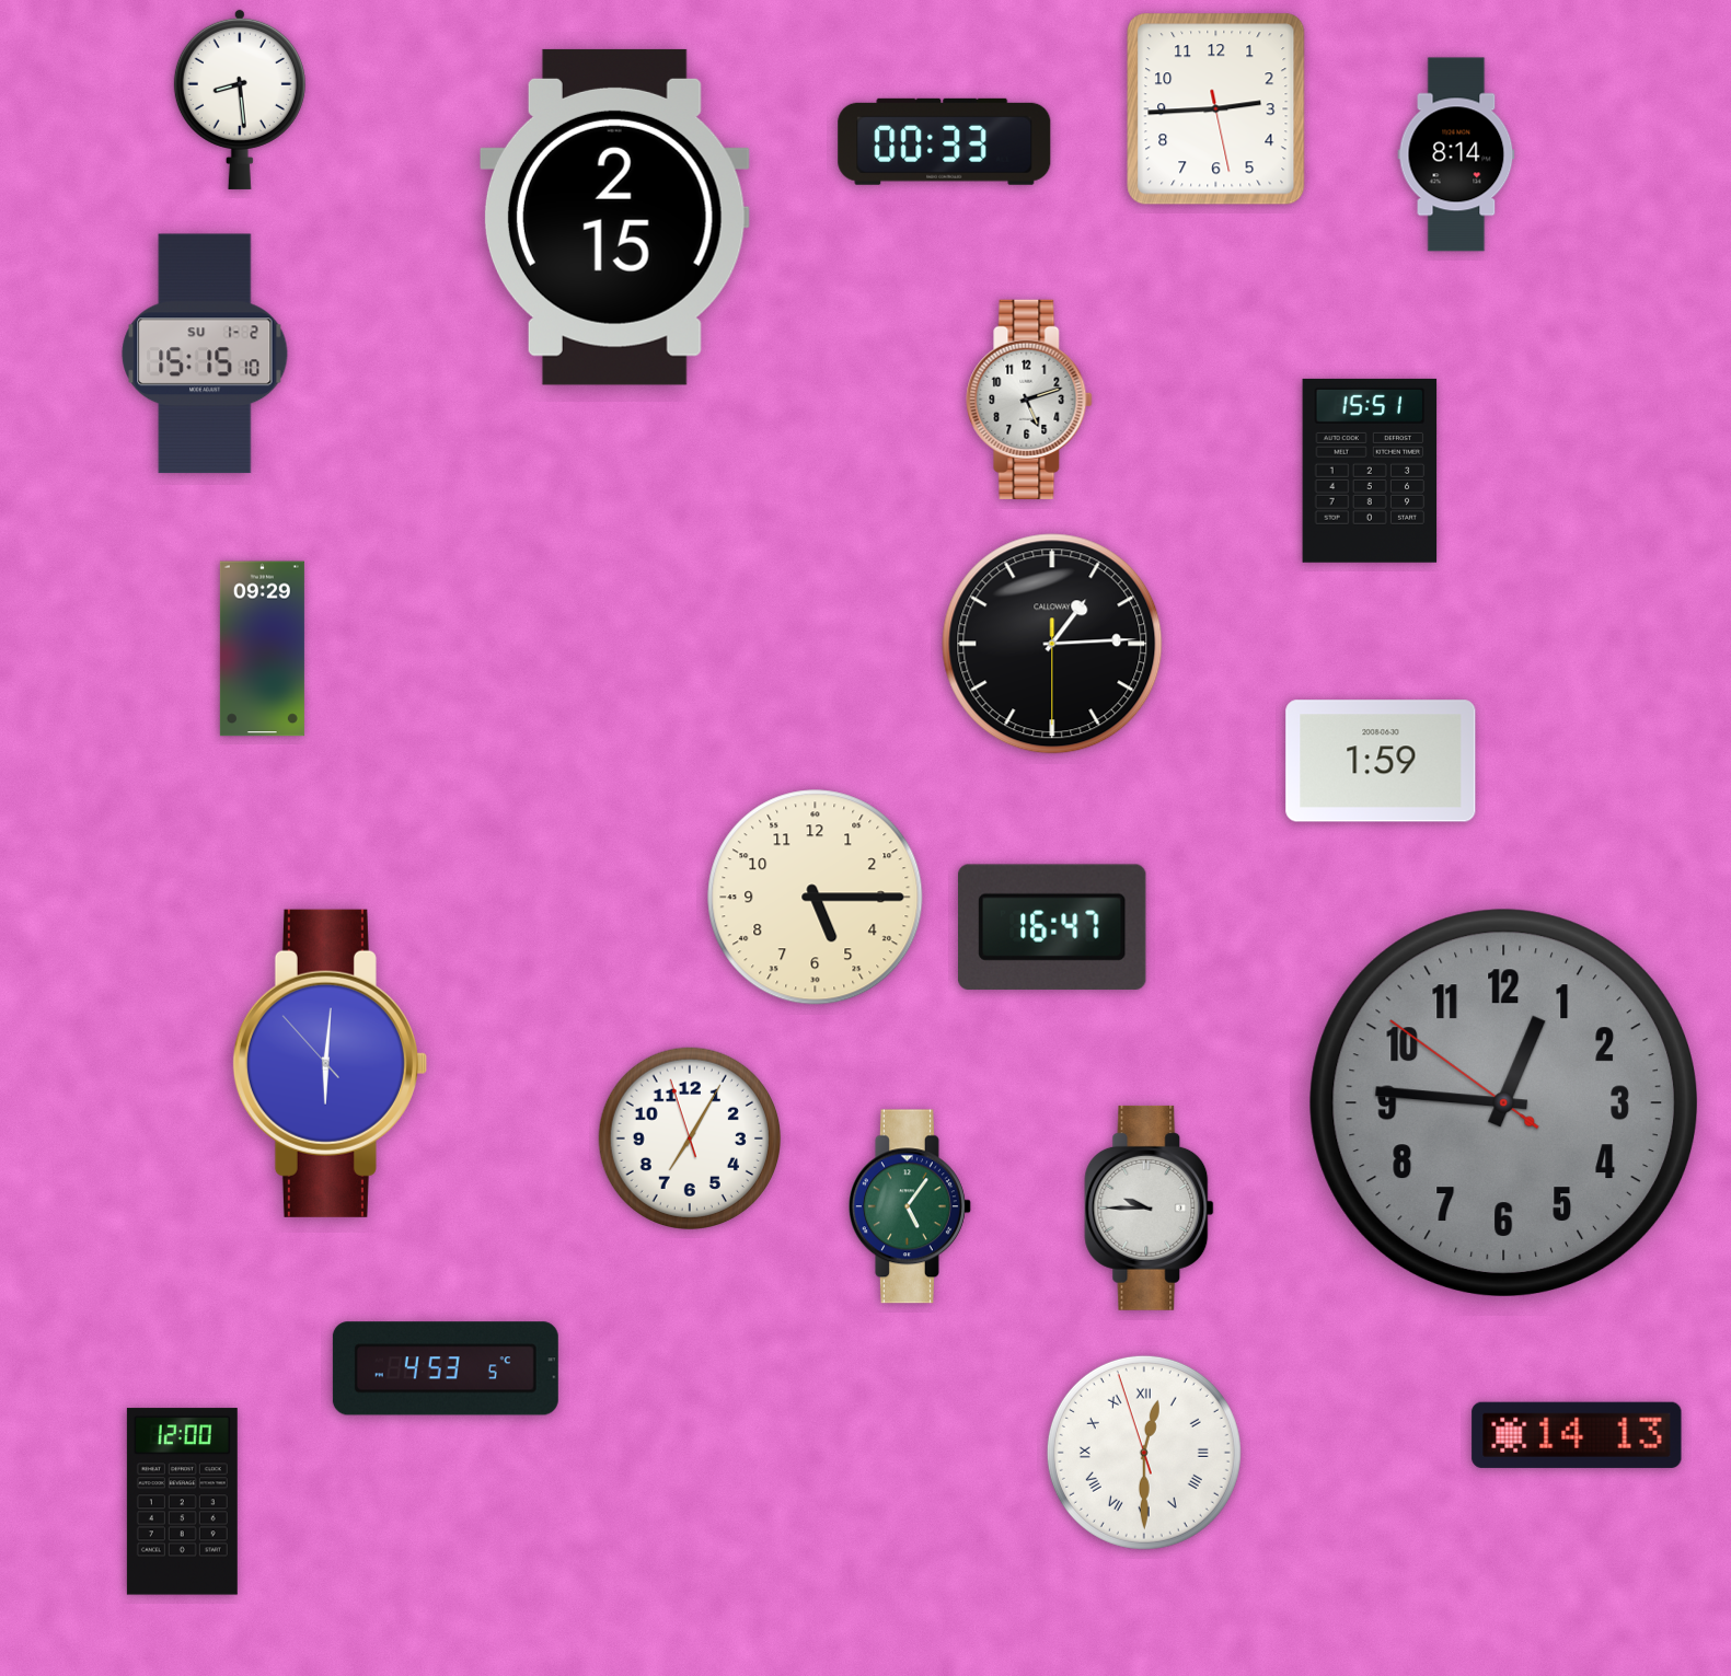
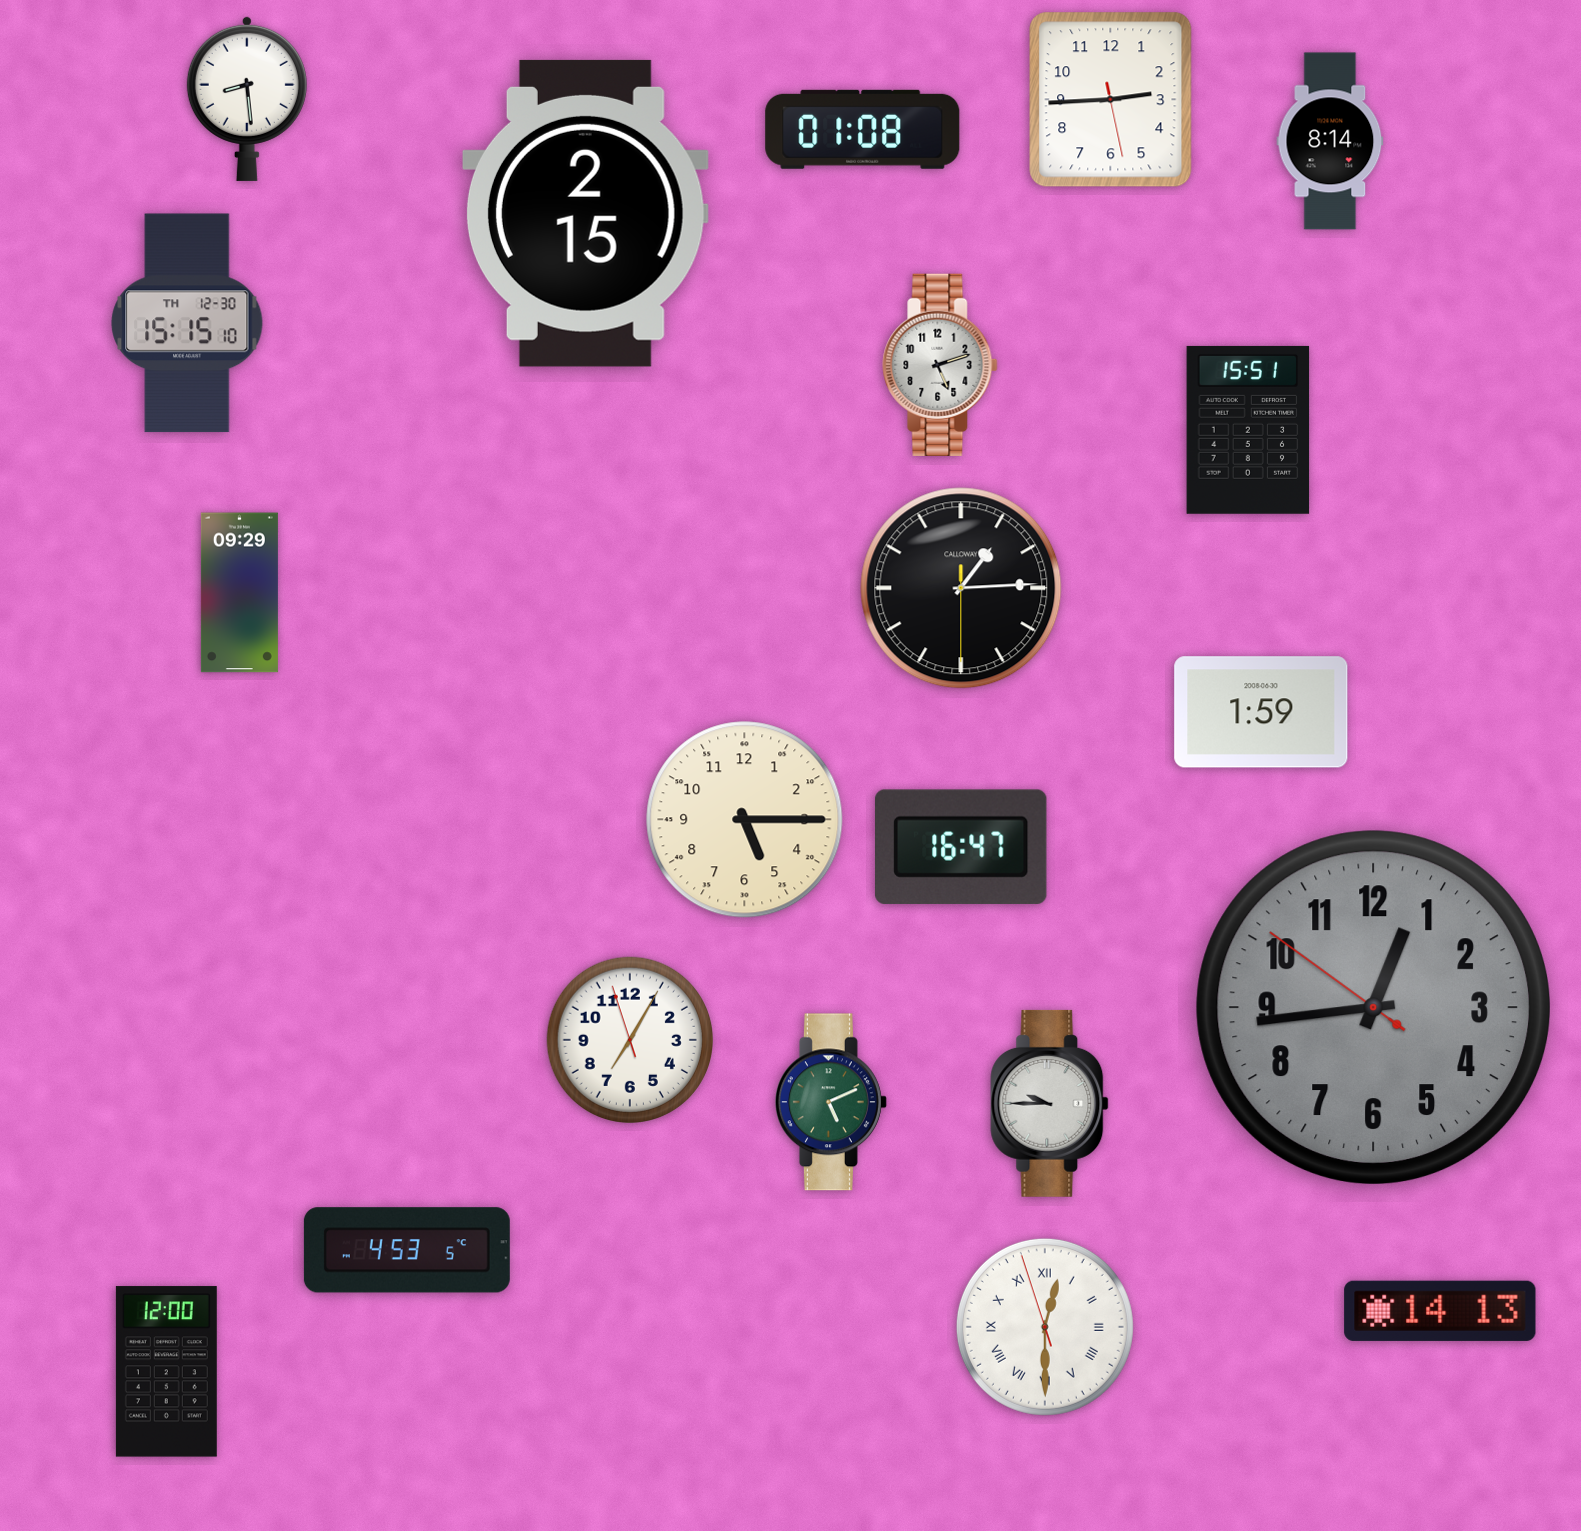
clock at (240, 99) position: (240, 99) -> (247, 98)
clock at (945, 141): 00:33 -> 01:08
clock at (614, 217) position: (614, 217) -> (585, 213)
clock at (205, 354) date: SU 1-2 -> TH 12-30
clock at (1370, 471) position: (1370, 471) -> (1248, 430)
clock at (1381, 761) position: (1381, 761) -> (1261, 712)
clock at (330, 1063): 6:00 -> none
clock at (1503, 1102): 12:45 -> 12:43
clock at (910, 1206): 5:06 -> 5:11
